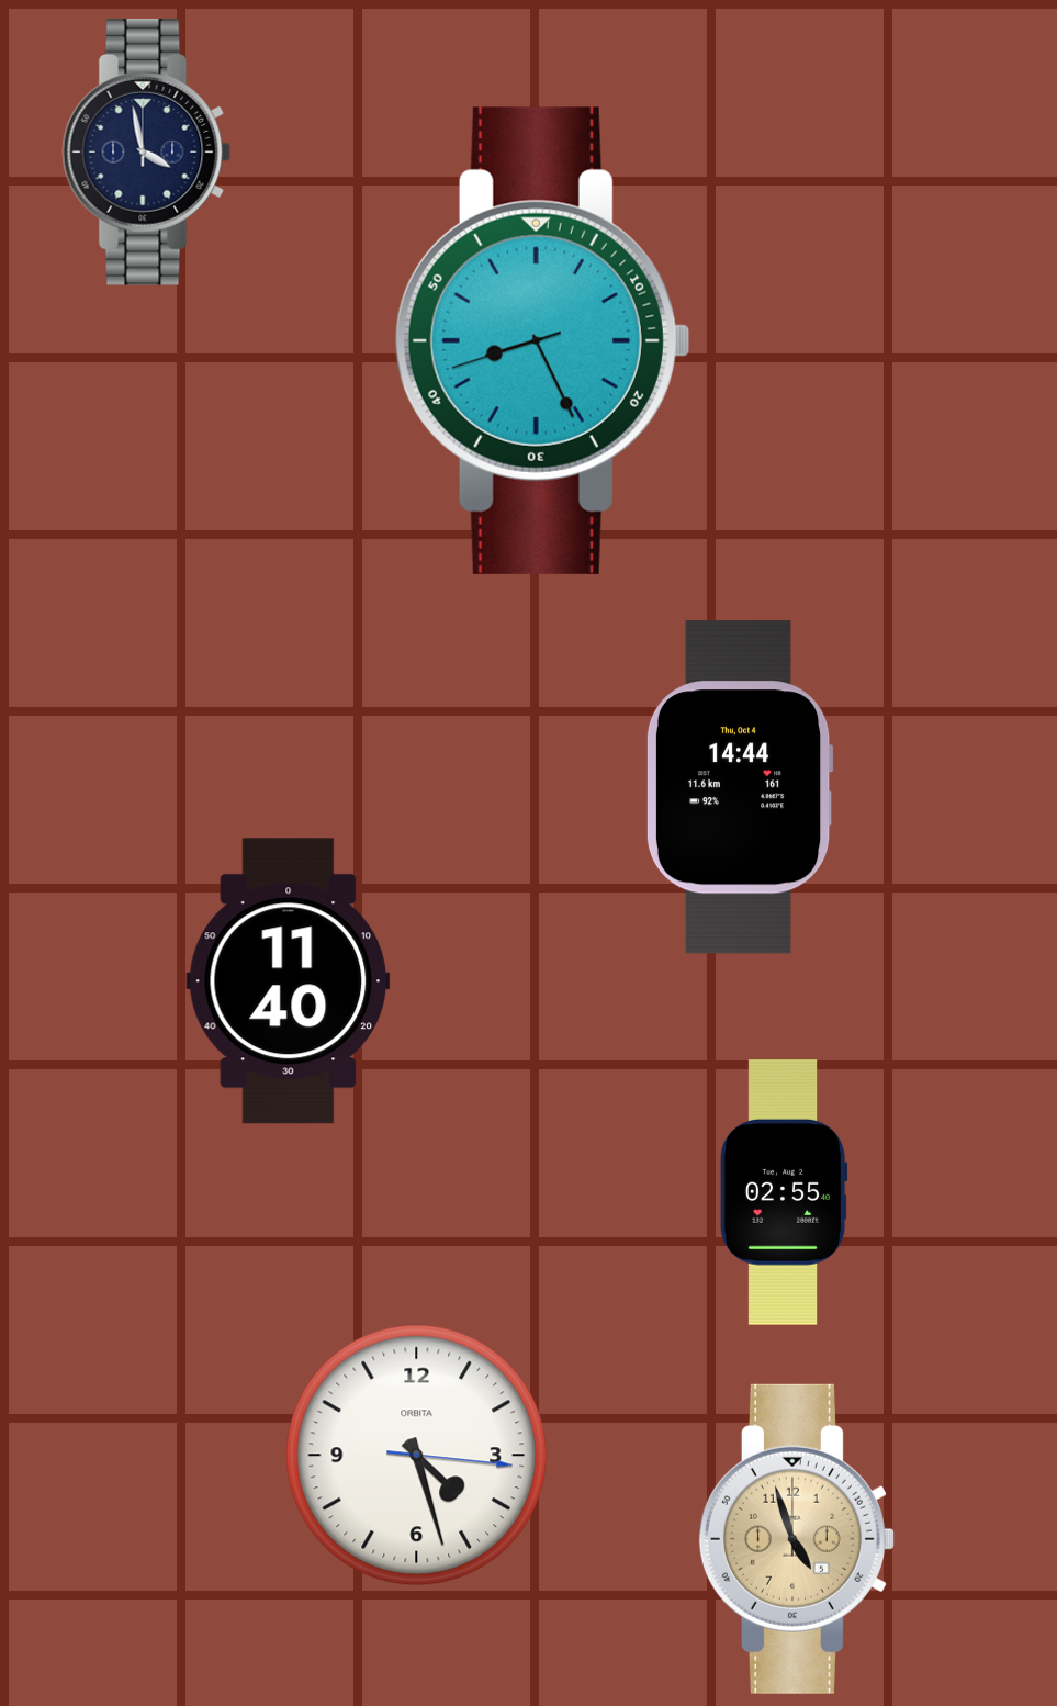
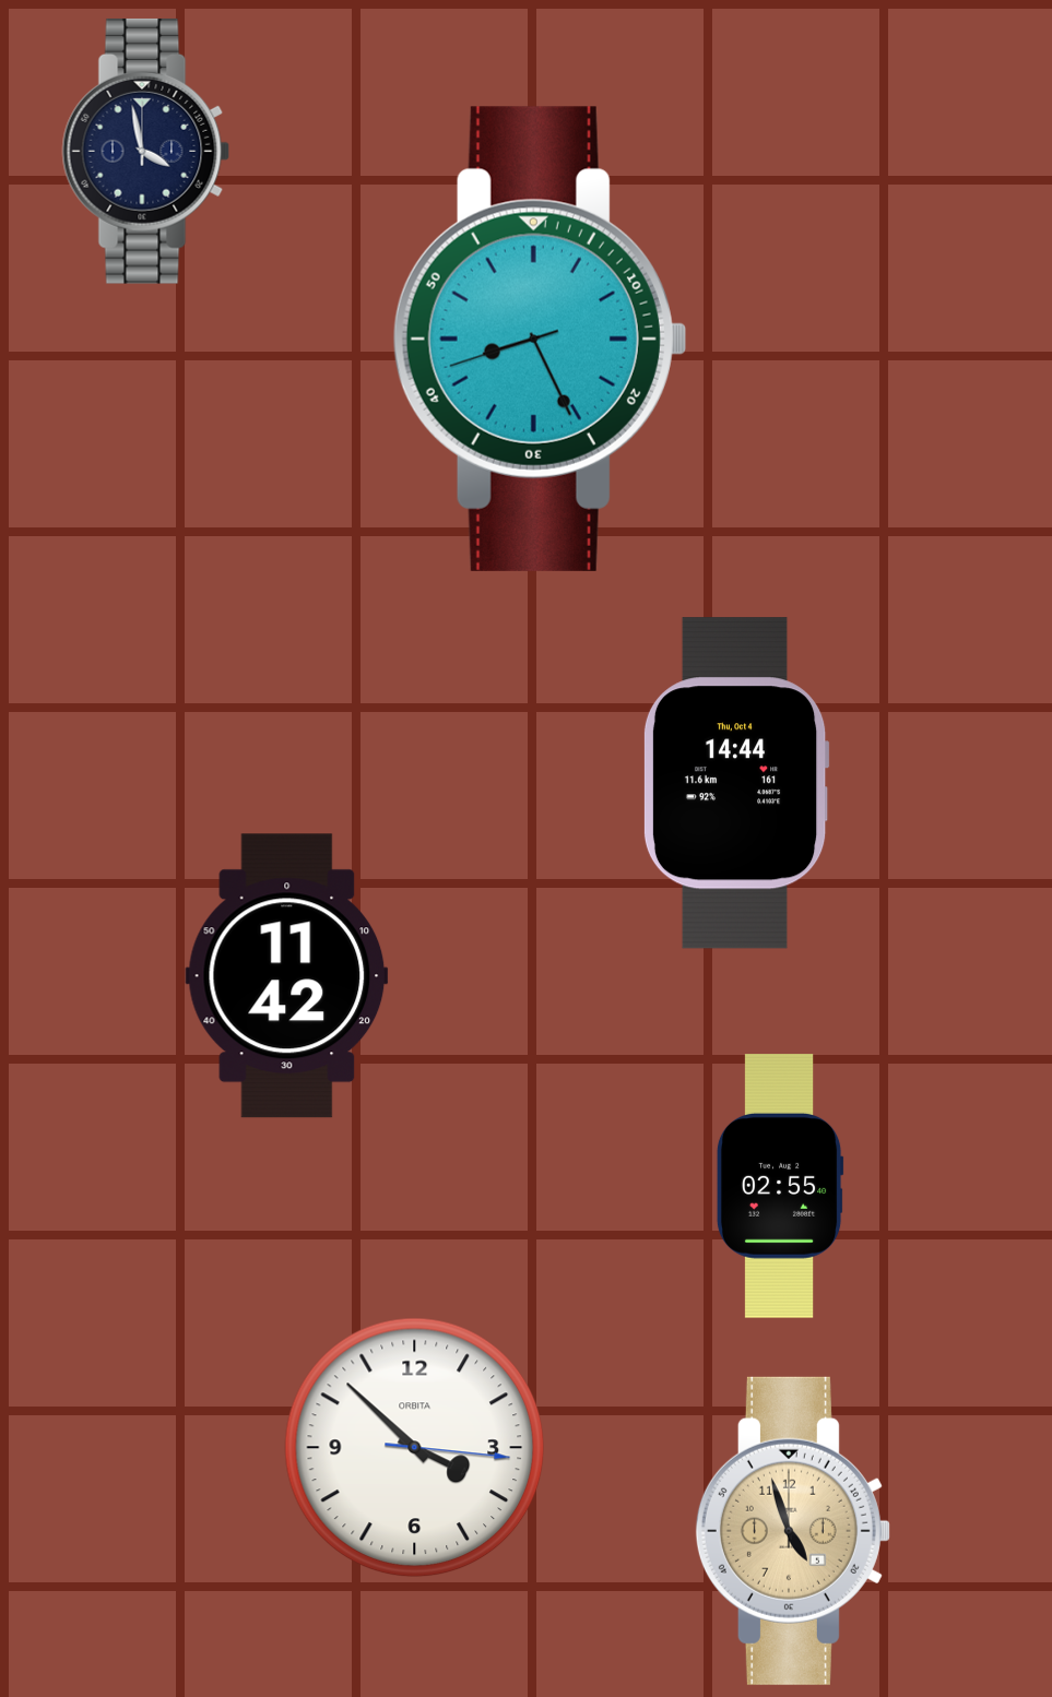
clock at (289, 981): 11:40 -> 11:42
clock at (417, 1456): 4:27 -> 3:52
